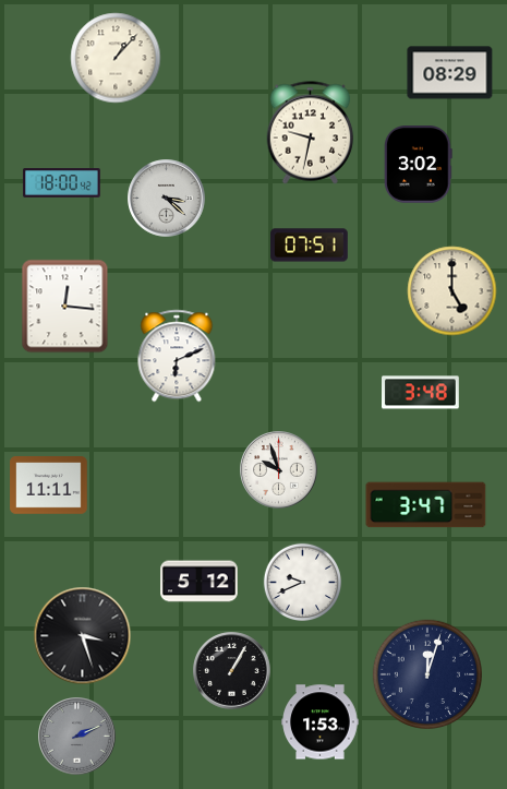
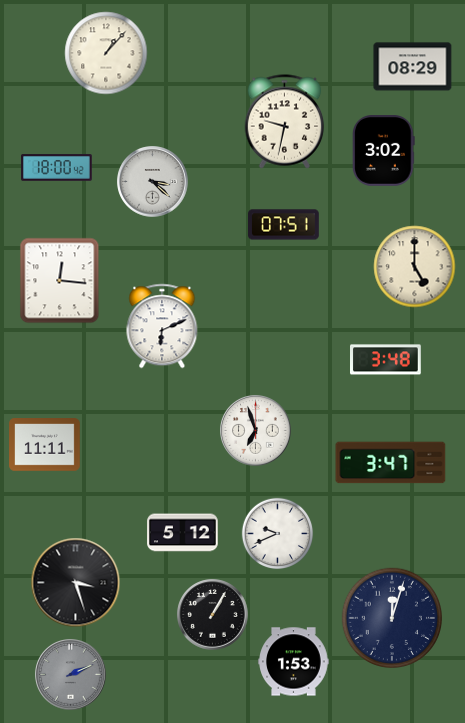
clock at (279, 470): 9:57 -> 6:57
